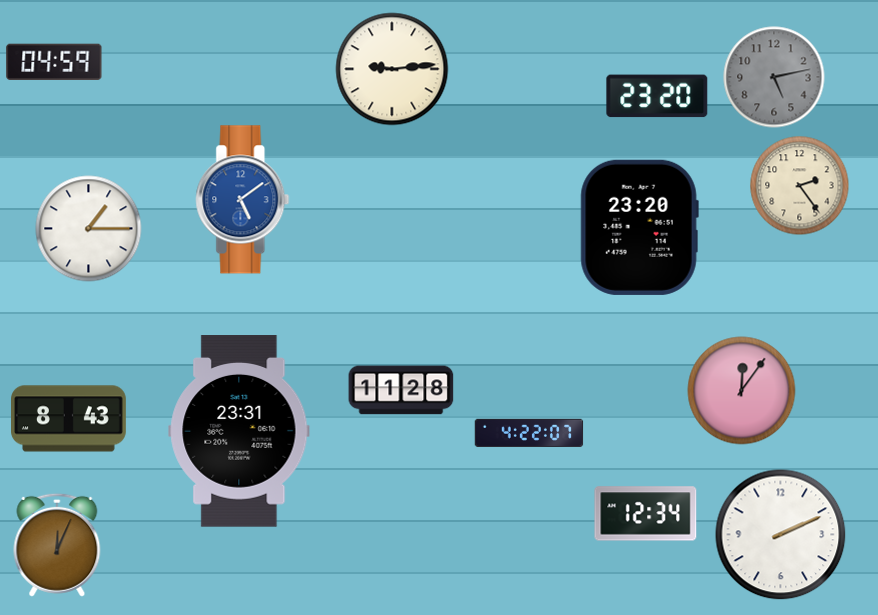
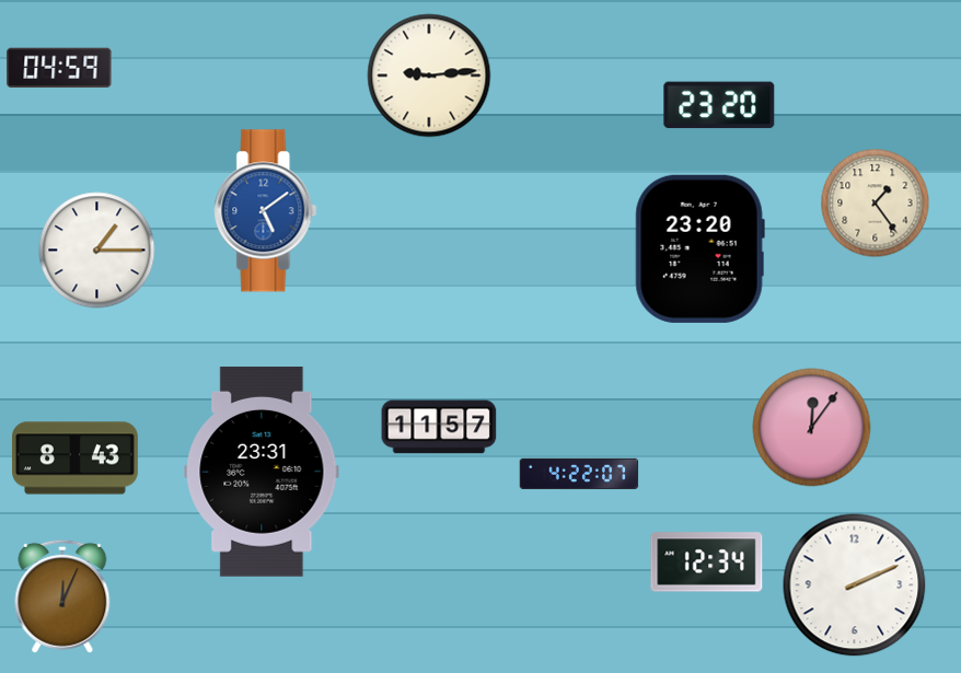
clock at (774, 77): 5:13 -> none
clock at (800, 186): 2:24 -> 1:24
clock at (243, 200) position: (243, 200) -> (266, 211)
clock at (401, 390): 11:28 -> 11:57
